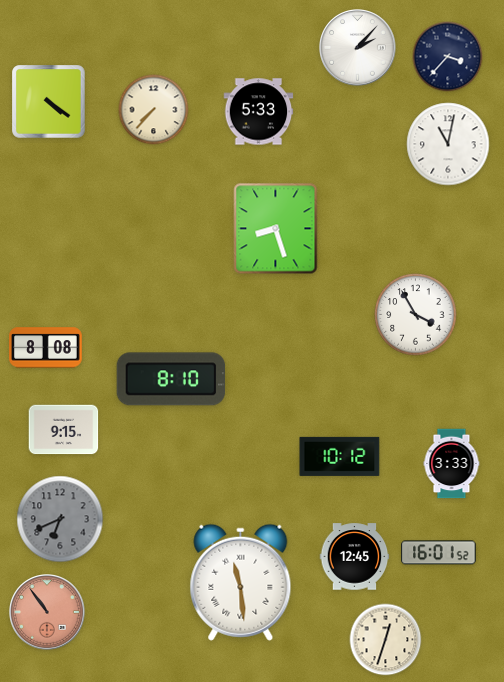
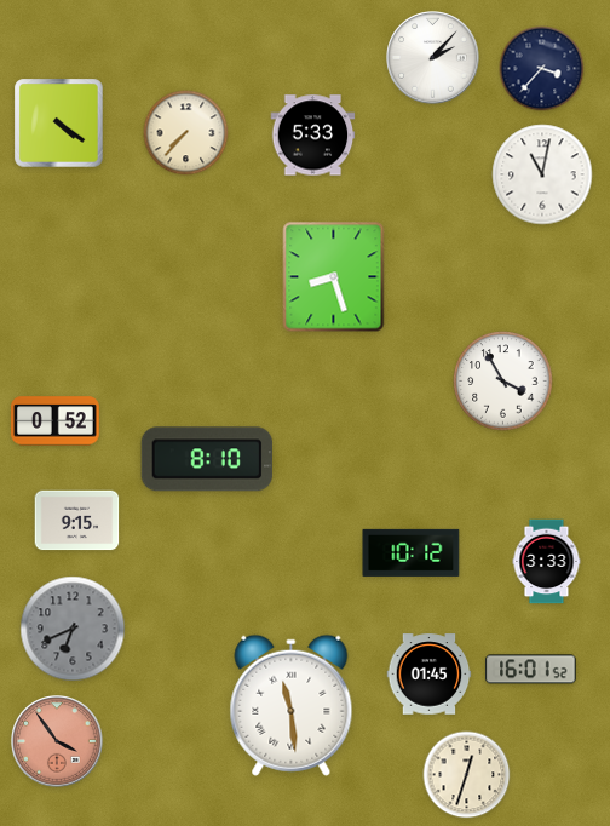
clock at (46, 348): 8:08 -> 0:52
clock at (355, 557): 12:45 -> 01:45
clock at (48, 613): 10:54 -> 3:54
